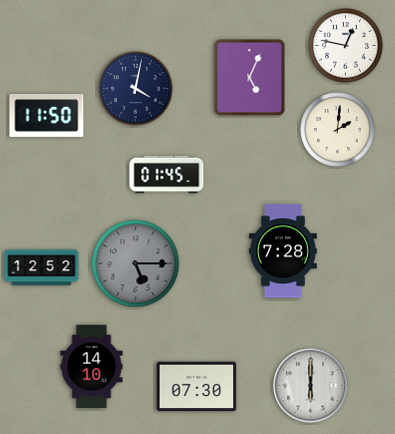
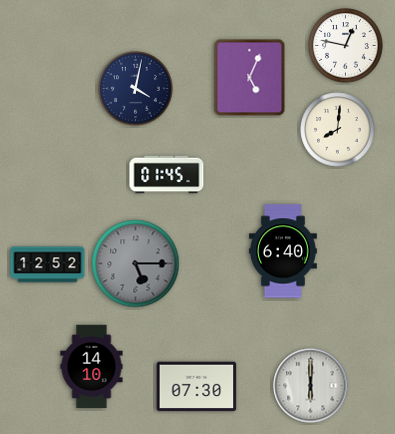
clock at (47, 115): 11:50 -> none
clock at (338, 130): 2:01 -> 8:01
clock at (283, 251): 7:28 -> 6:40
clock at (42, 268) position: (42, 268) -> (48, 265)
